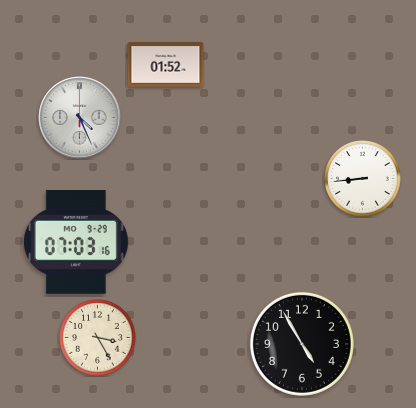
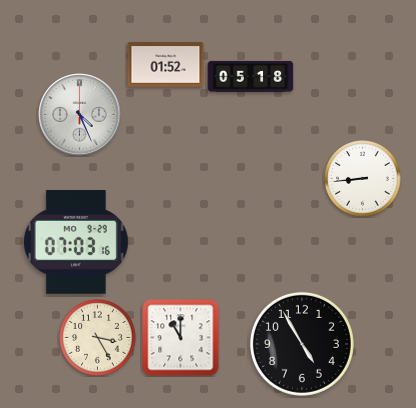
clock at (251, 76): none -> 05:18
clock at (80, 118) position: (80, 118) -> (80, 115)
clock at (181, 338): none -> 11:00
